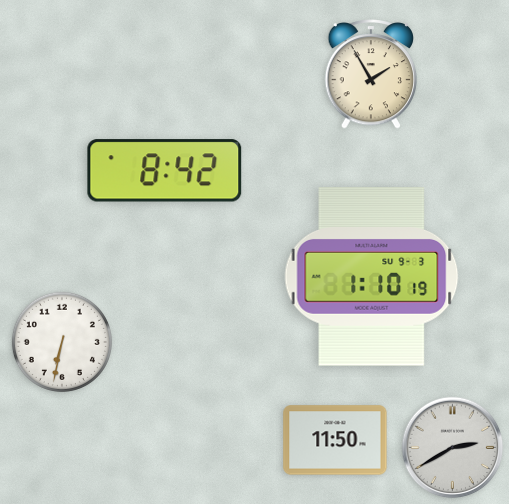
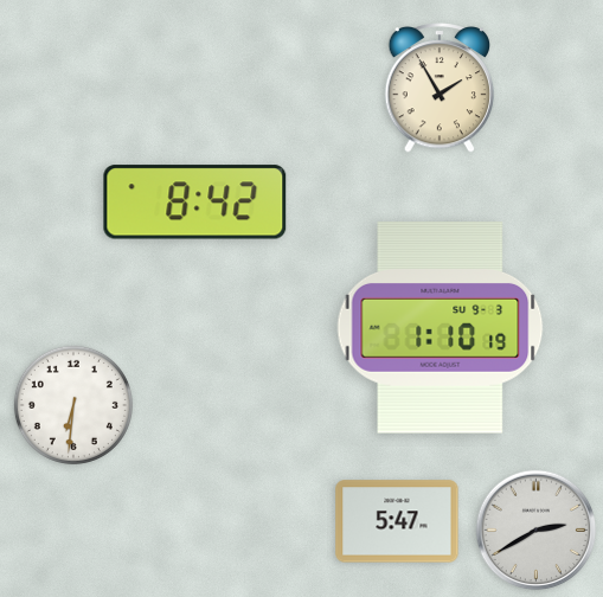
clock at (62, 342): 6:32 -> 6:31
clock at (335, 440): 11:50 -> 5:47
